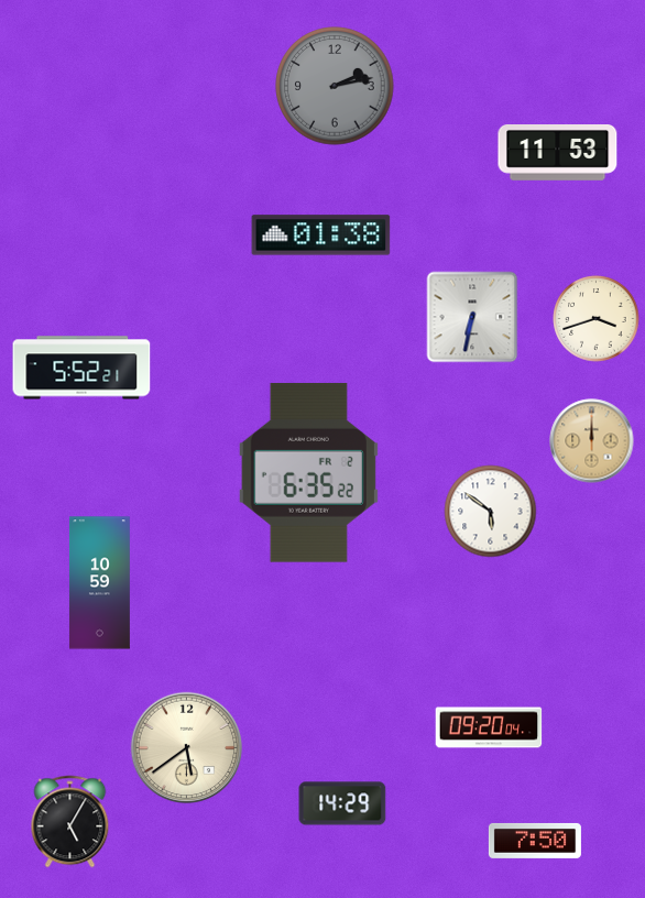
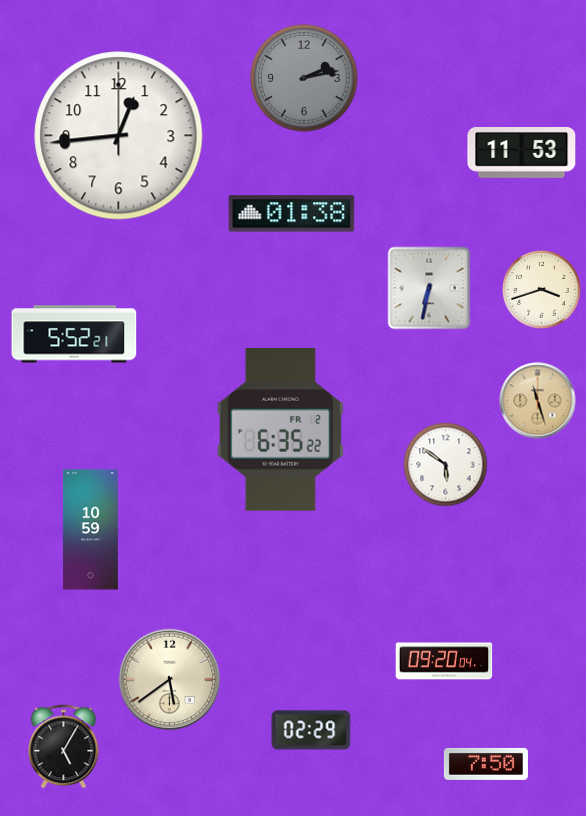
clock at (119, 136): none -> 12:44
clock at (558, 153) position: (558, 153) -> (522, 153)
clock at (592, 441): 12:00 -> 11:27
clock at (342, 803): 14:29 -> 02:29
